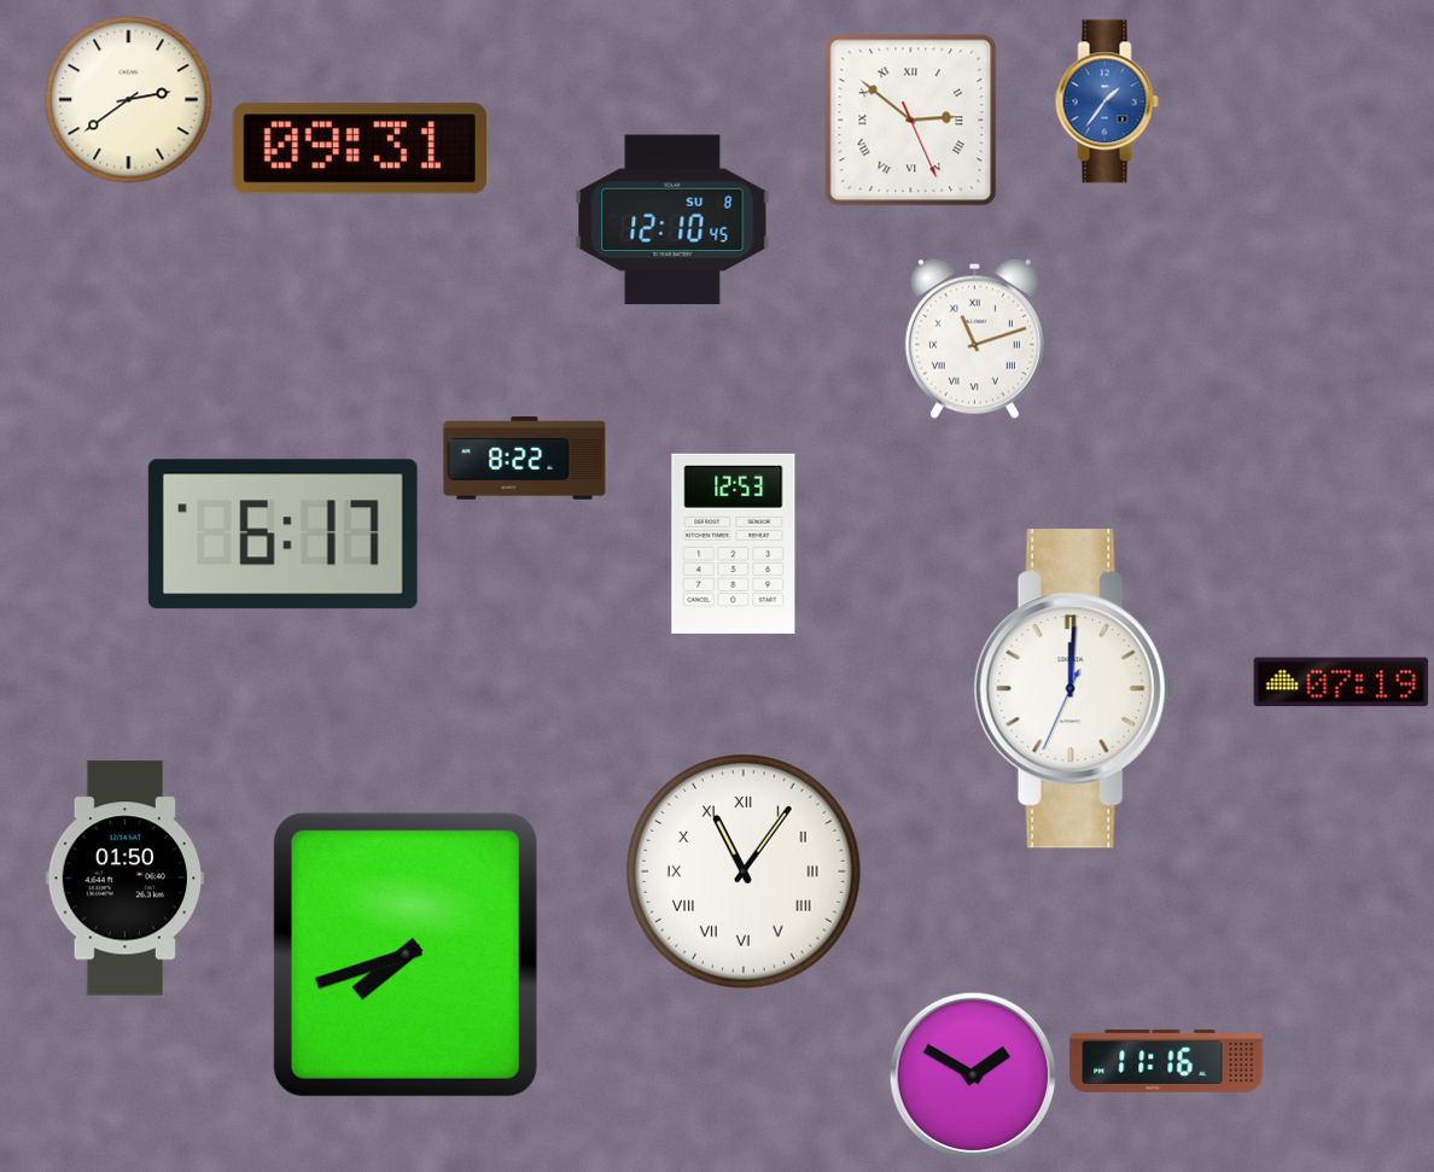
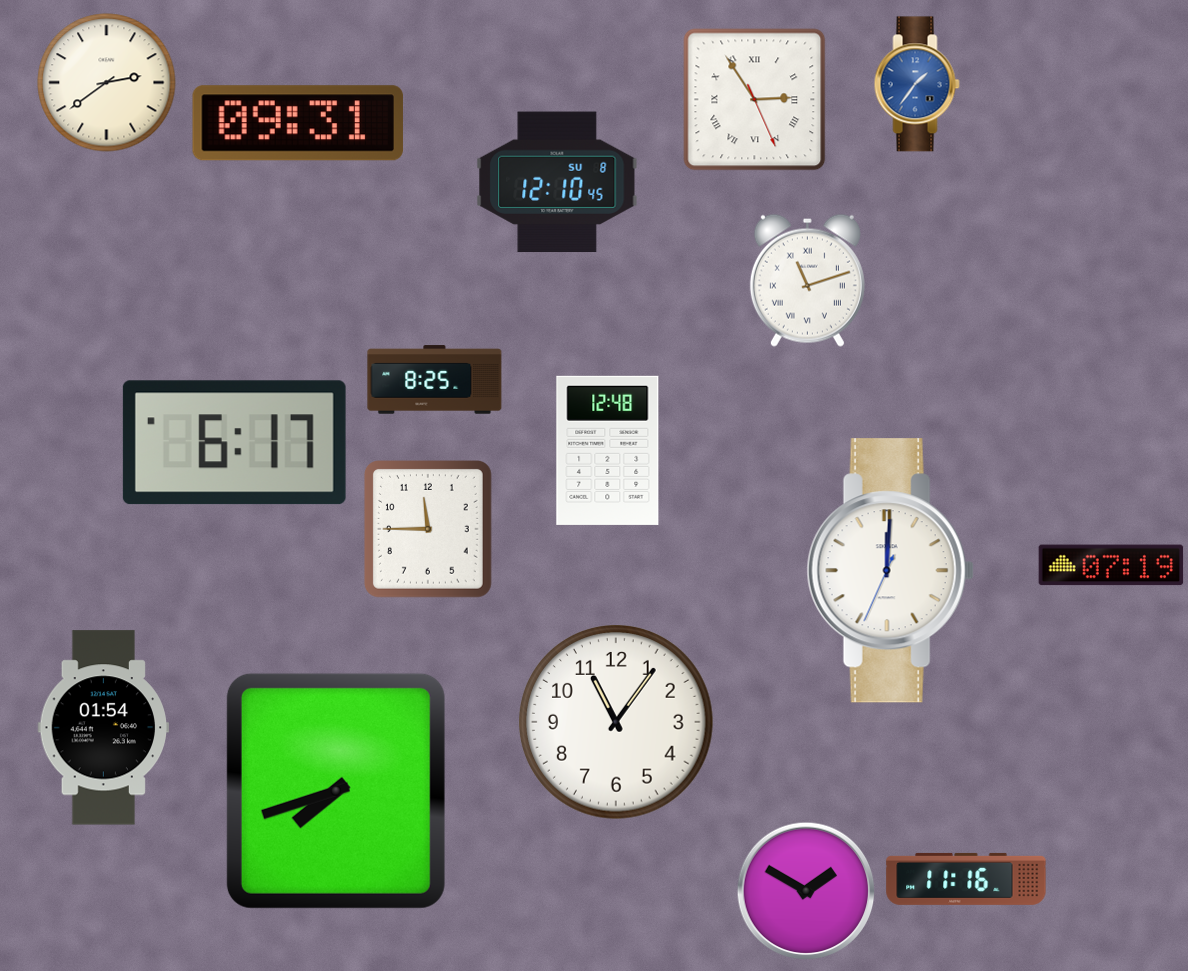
clock at (911, 121): 2:51 -> 2:54
clock at (525, 459): 8:22 -> 8:25
clock at (734, 543): 12:53 -> 12:48
clock at (428, 530): none -> 11:45
clock at (744, 871) numerals: Roman -> Arabic
clock at (126, 879): 01:50 -> 01:54
